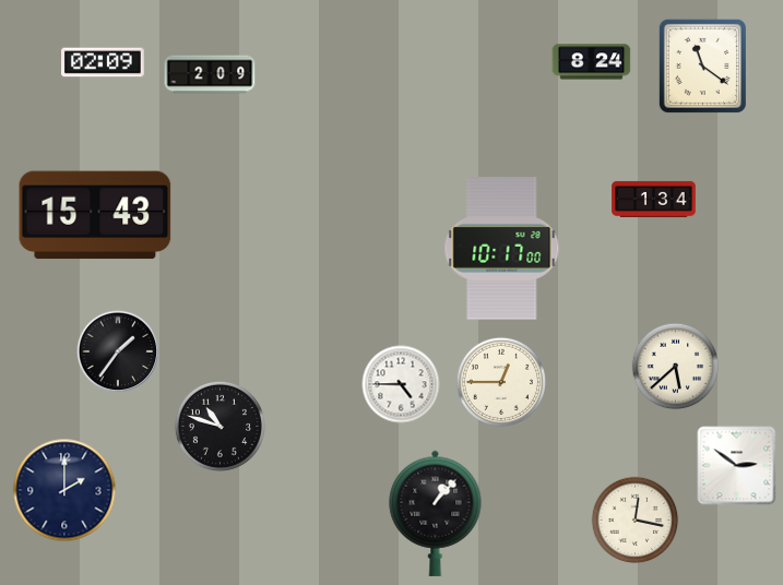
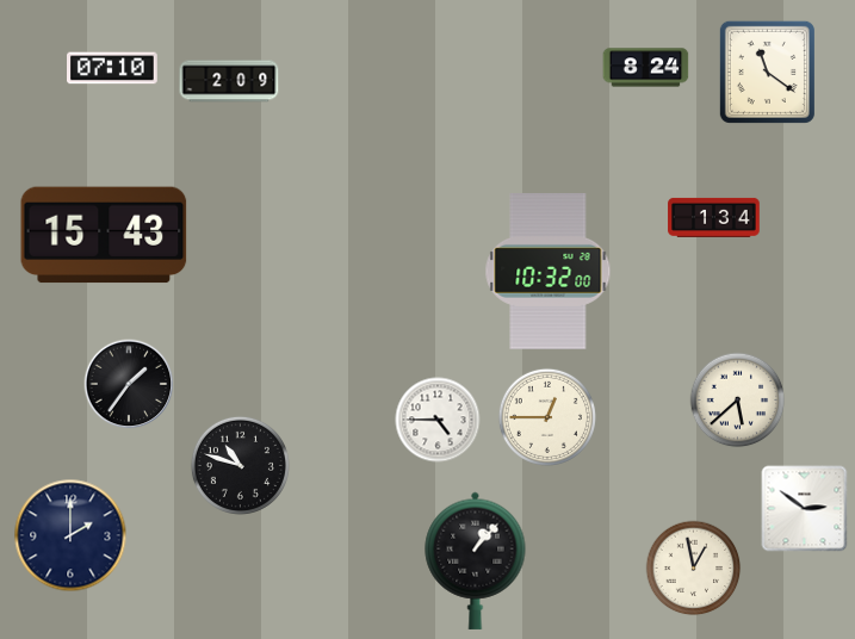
clock at (104, 62): 02:09 -> 07:10
clock at (502, 249): 10:17 -> 10:32
clock at (636, 521): 12:17 -> 12:58
